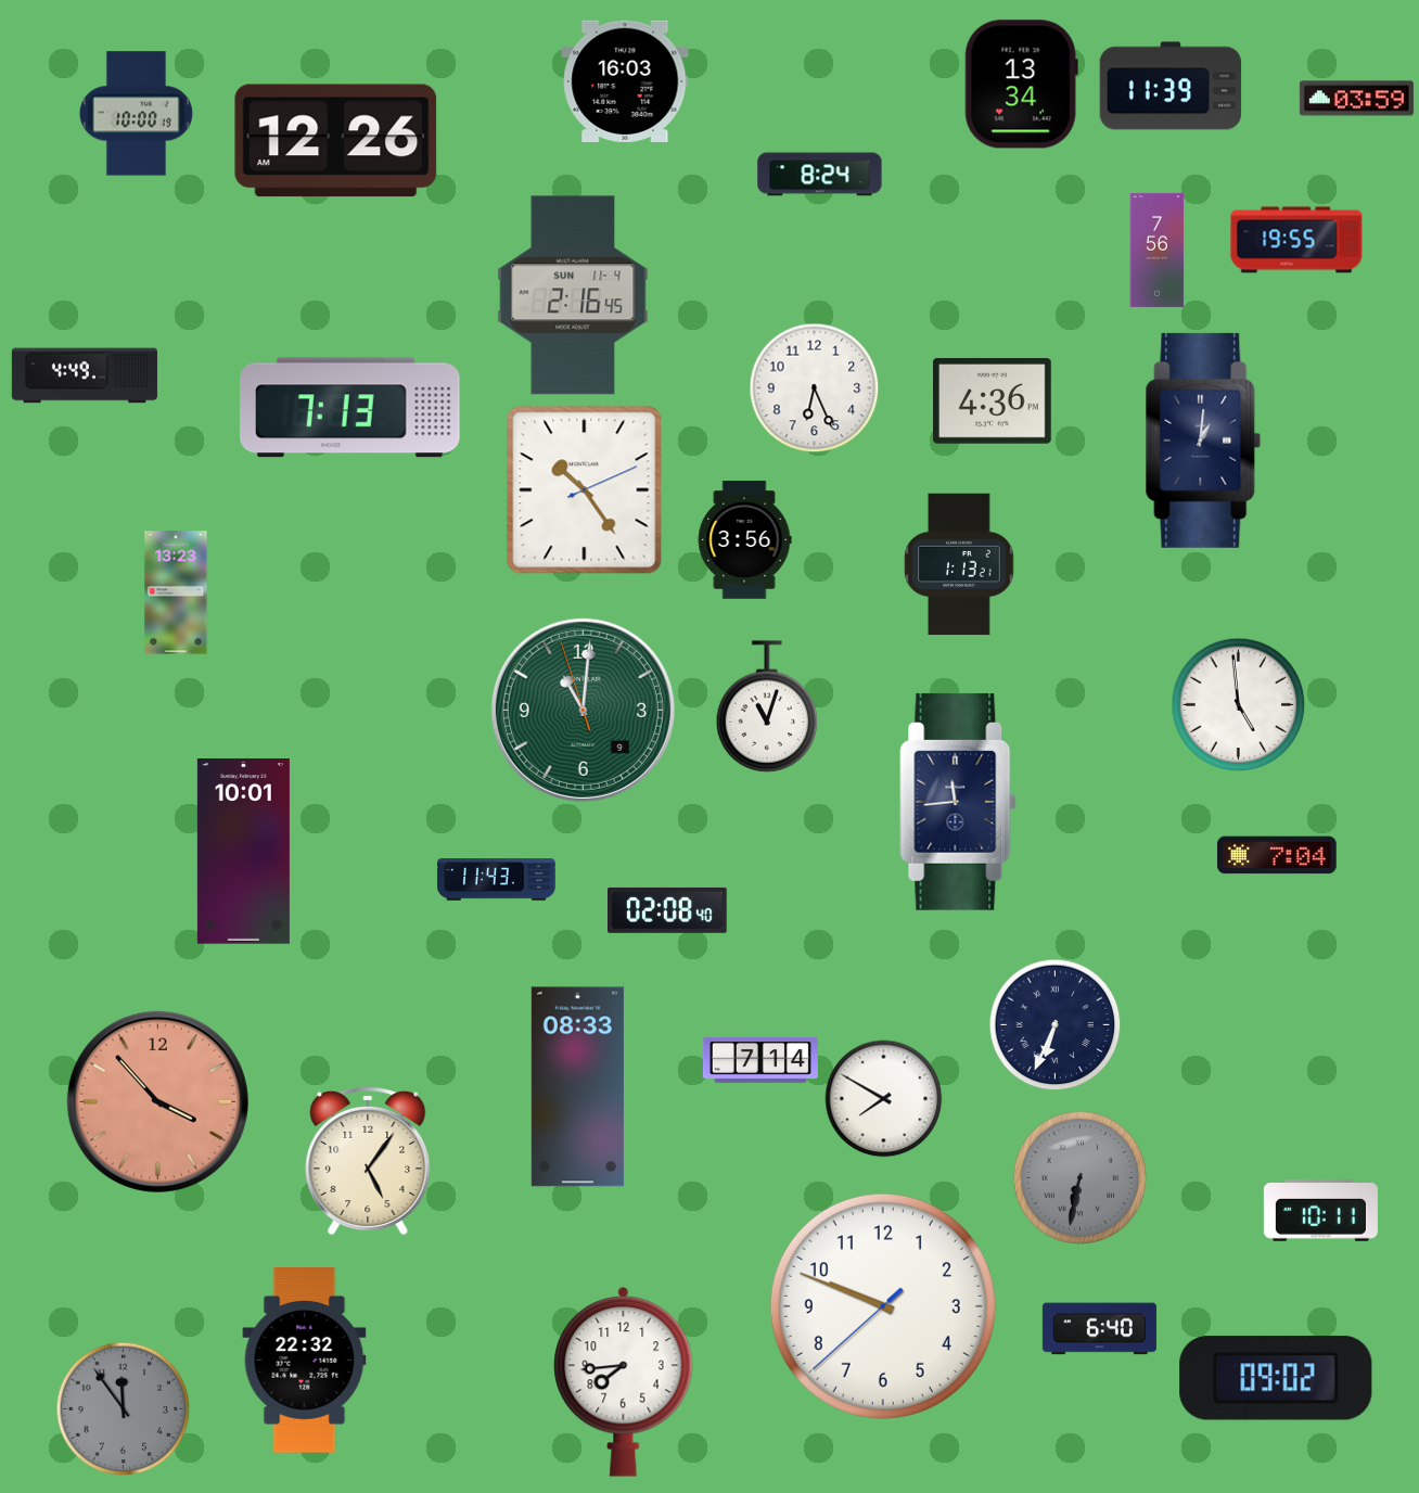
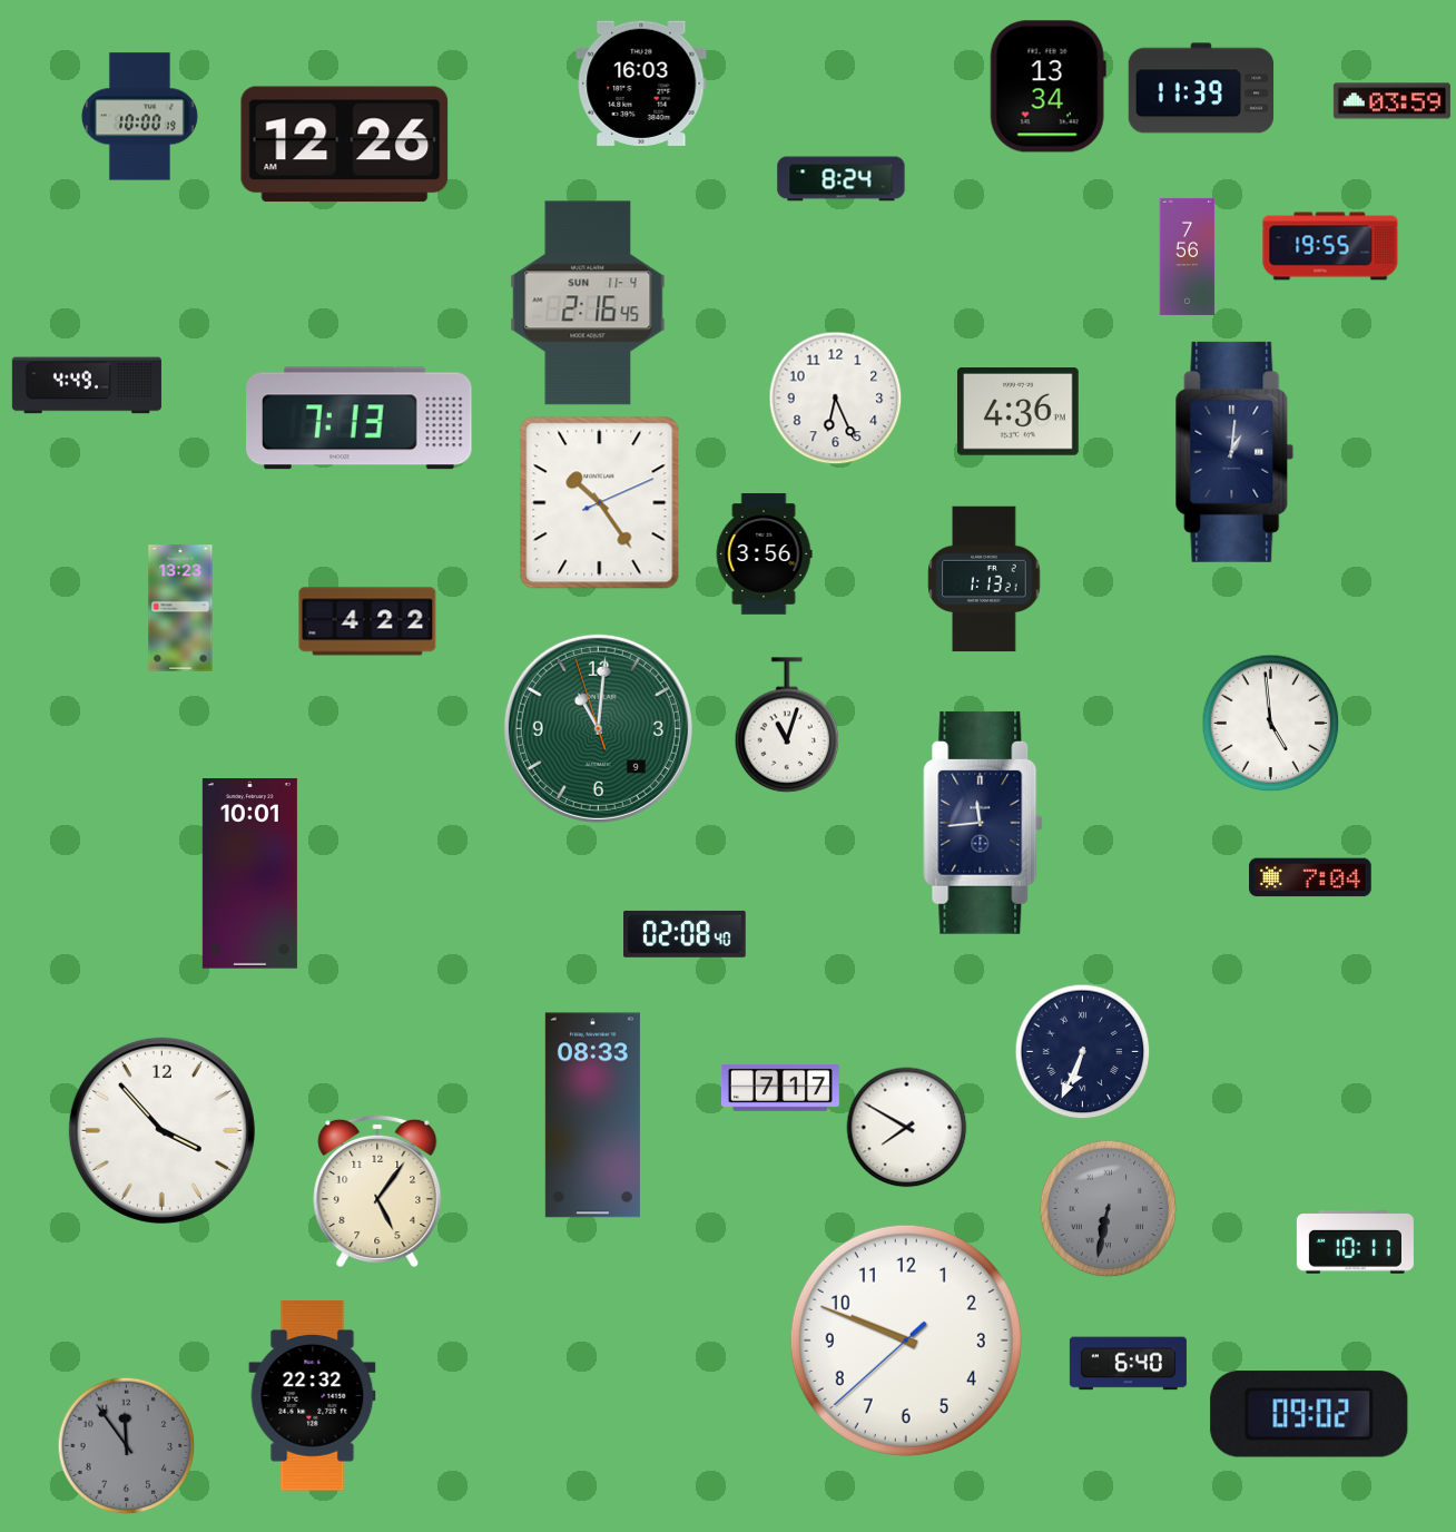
clock at (367, 621): none -> 4:22
clock at (497, 880): 11:43 -> none
clock at (760, 1060): 7:14 -> 7:17
clock at (157, 1101) dial: salmon -> white
clock at (624, 1382): 7:44 -> none
